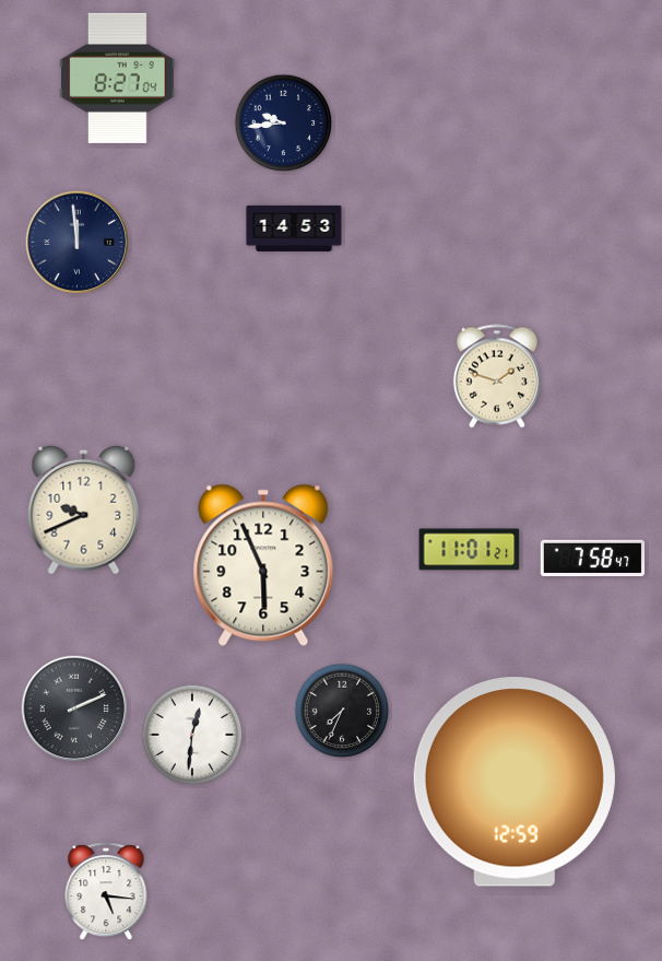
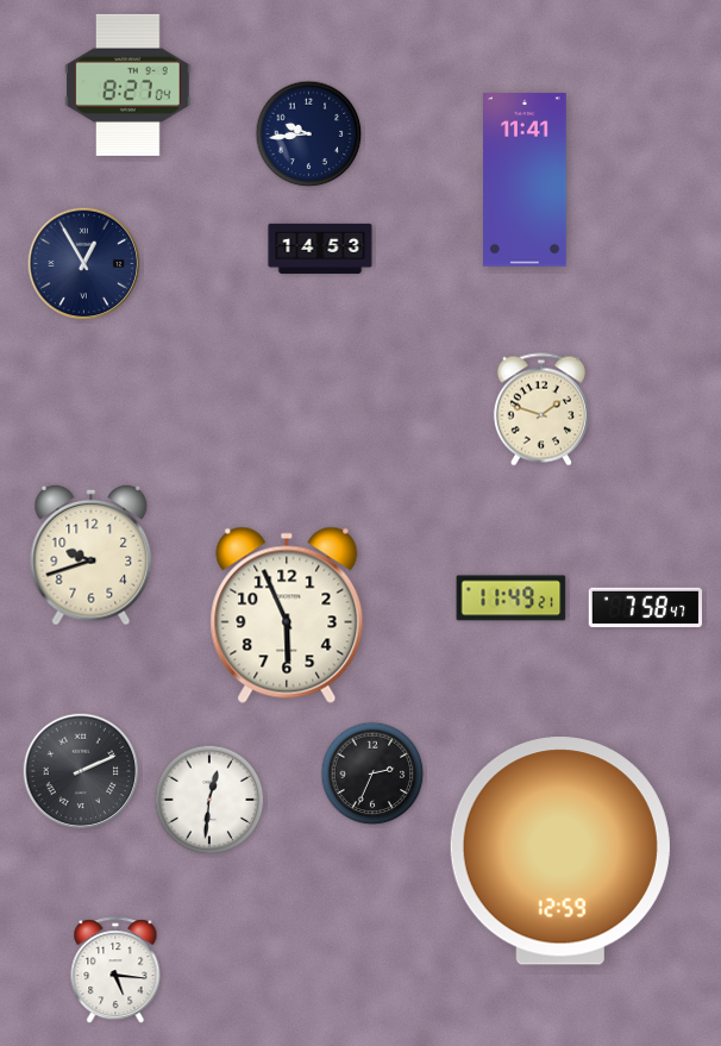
clock at (526, 180): none -> 11:41
clock at (78, 243): 11:59 -> 12:55
clock at (84, 509): 9:41 -> 9:42
clock at (470, 550): 11:01 -> 11:49
clock at (342, 711): 7:34 -> 2:34
